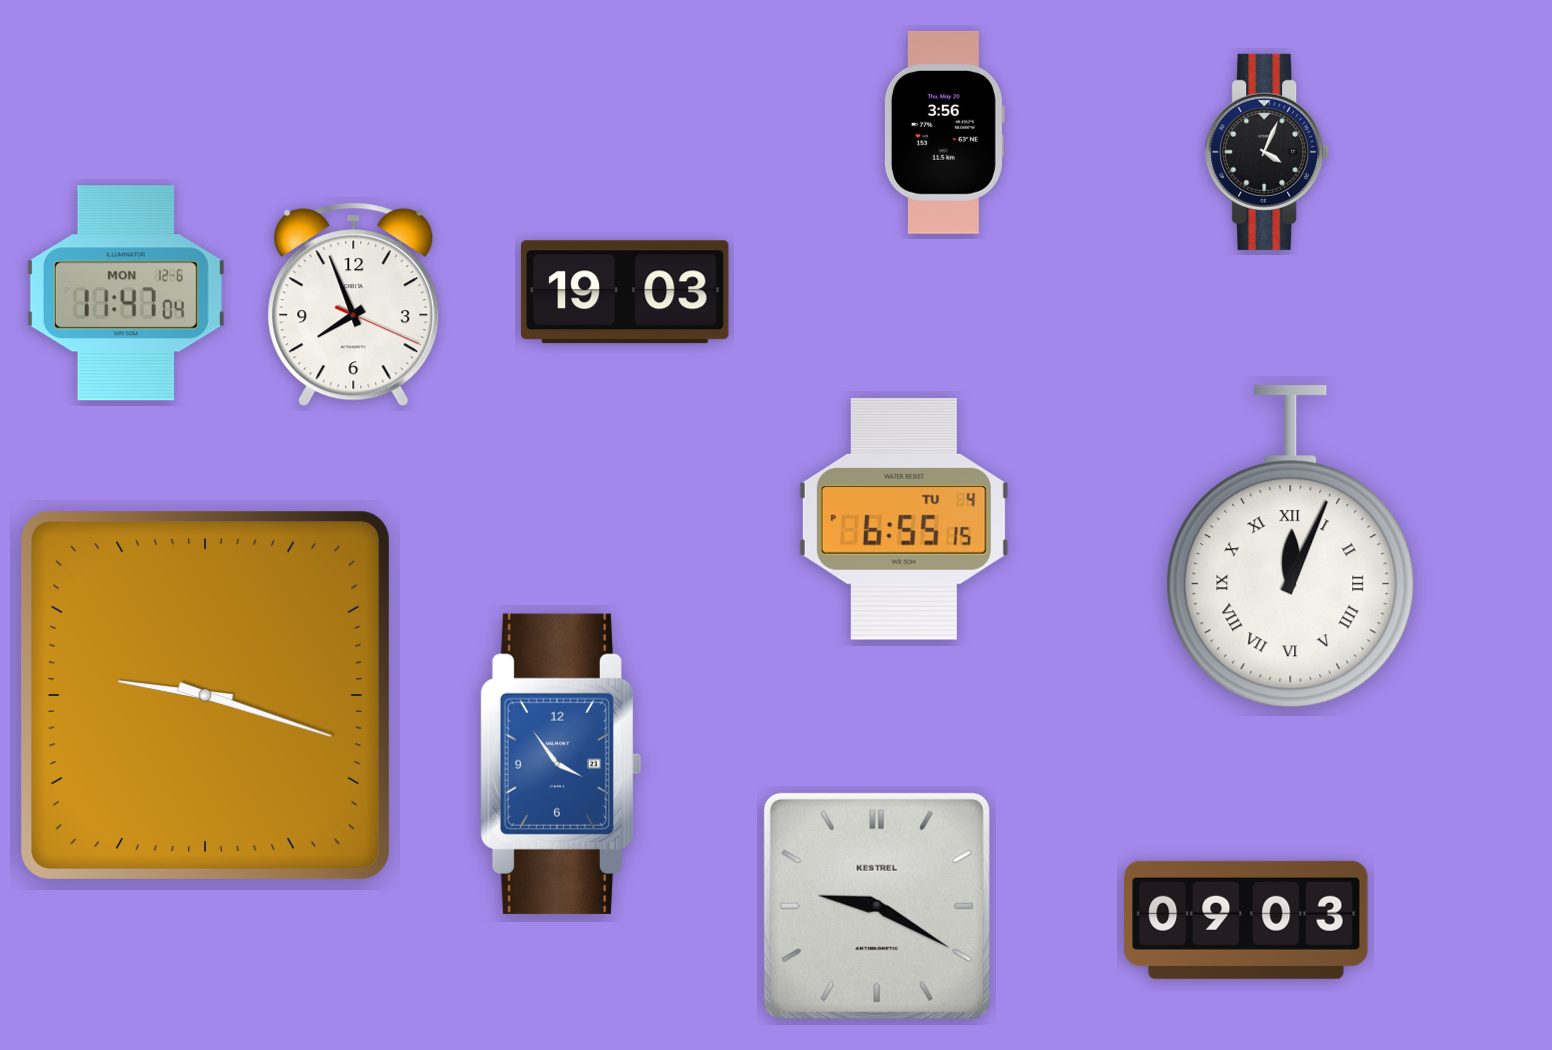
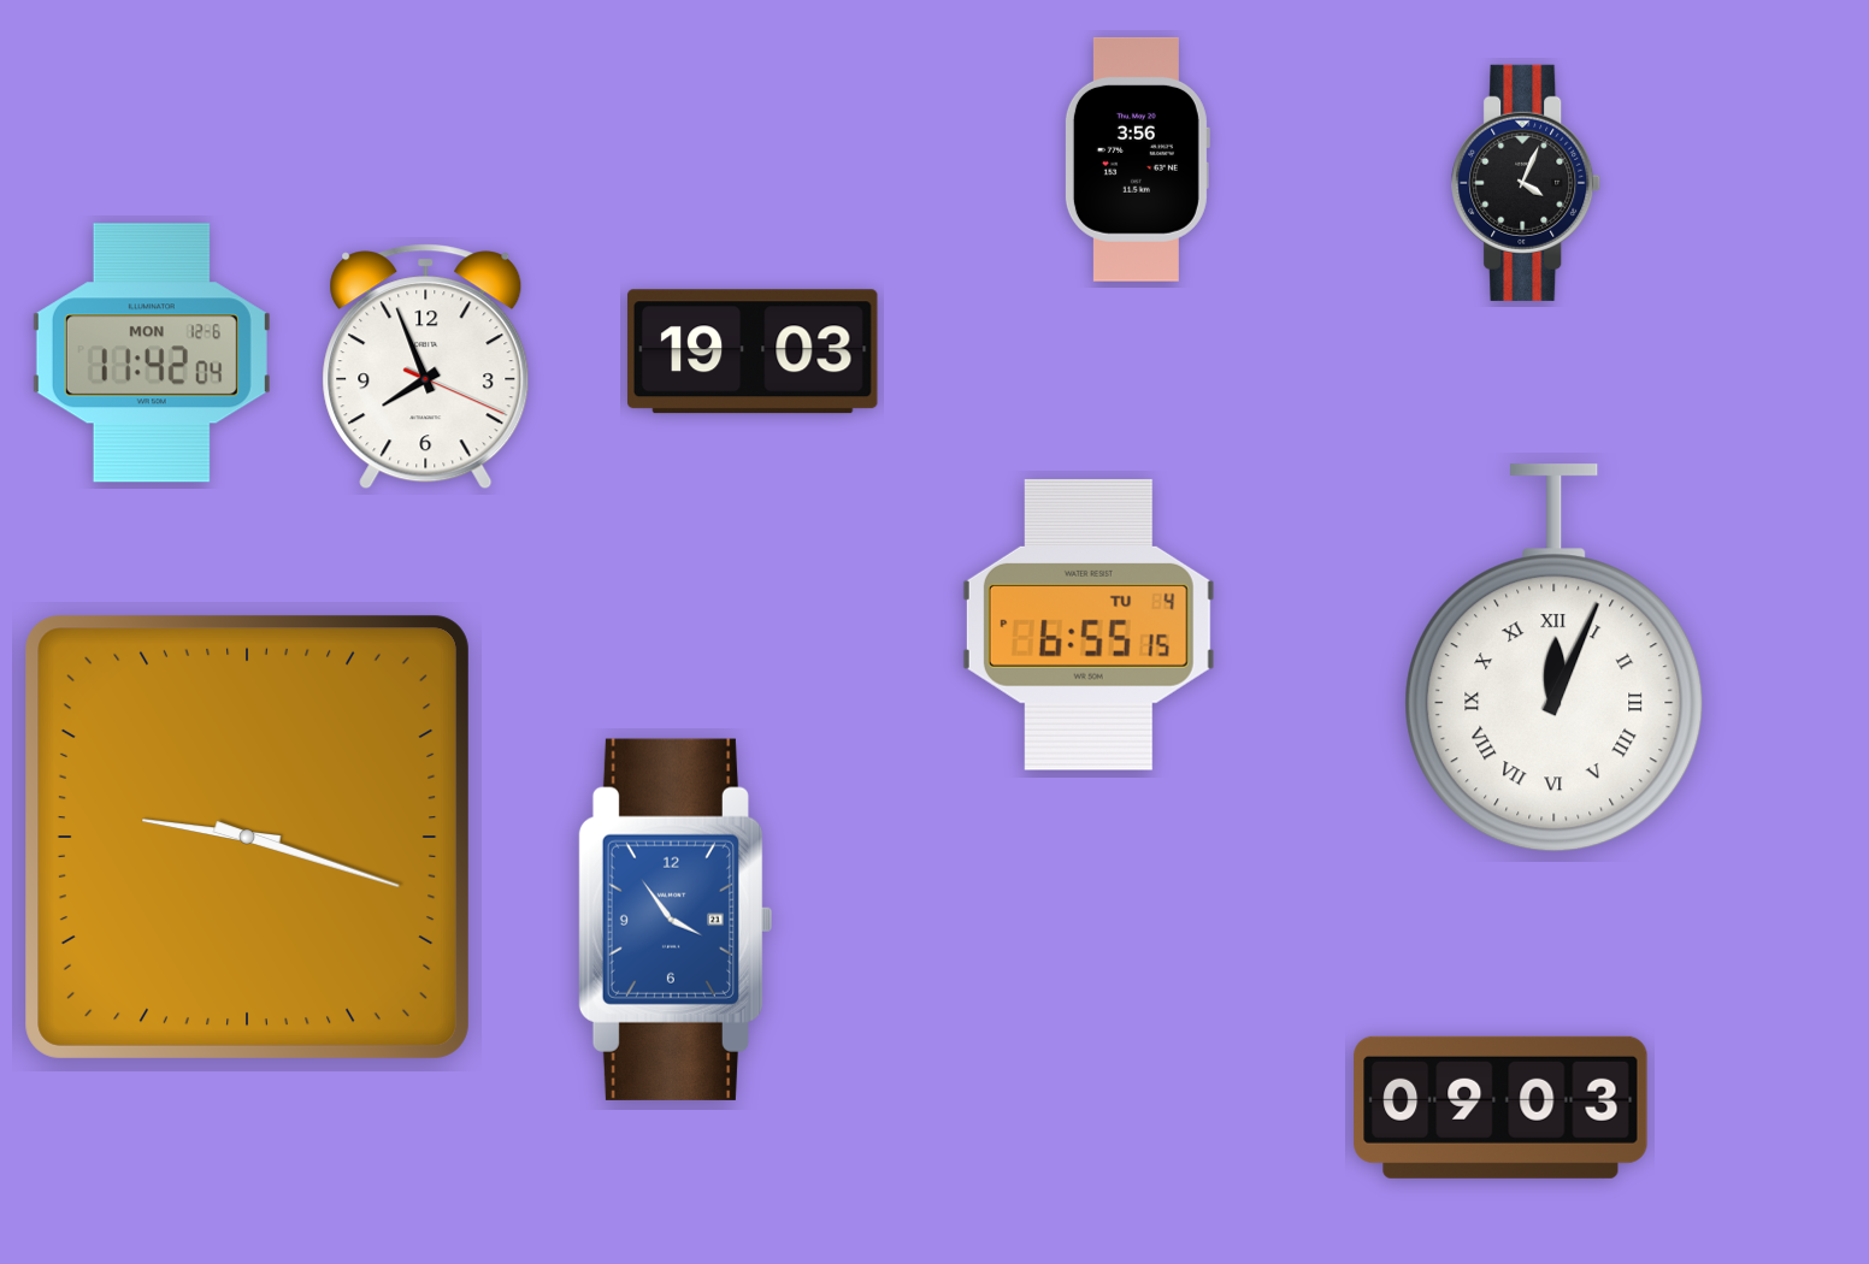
clock at (126, 293): 11:47 -> 11:42
clock at (877, 906): 9:20 -> none
